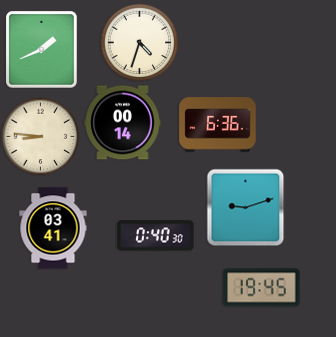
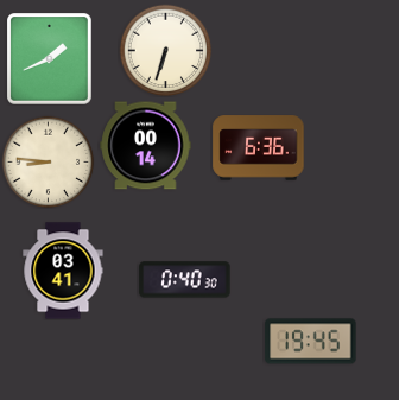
clock at (139, 42): 4:33 -> 6:33
clock at (245, 207): 9:12 -> none
